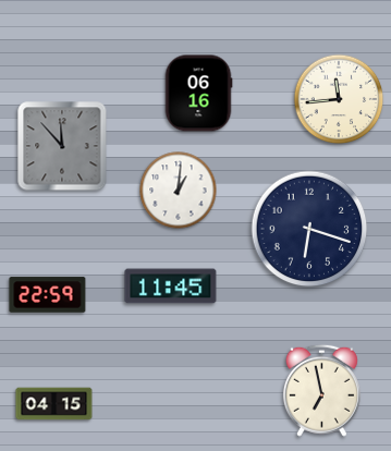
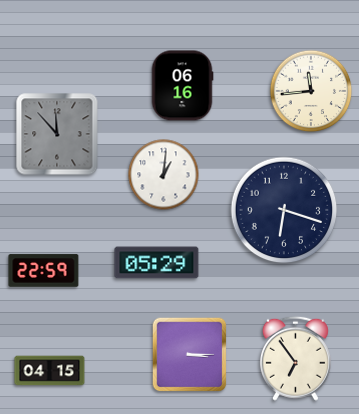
clock at (171, 287): 11:45 -> 05:29
clock at (190, 355): none -> 3:15
clock at (321, 390): 6:58 -> 6:54
